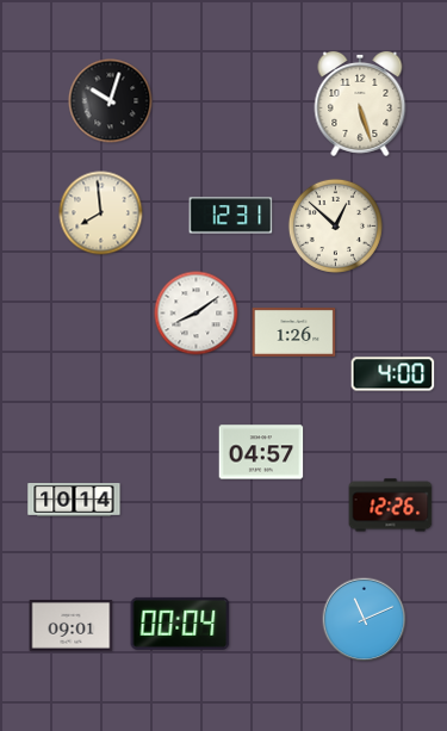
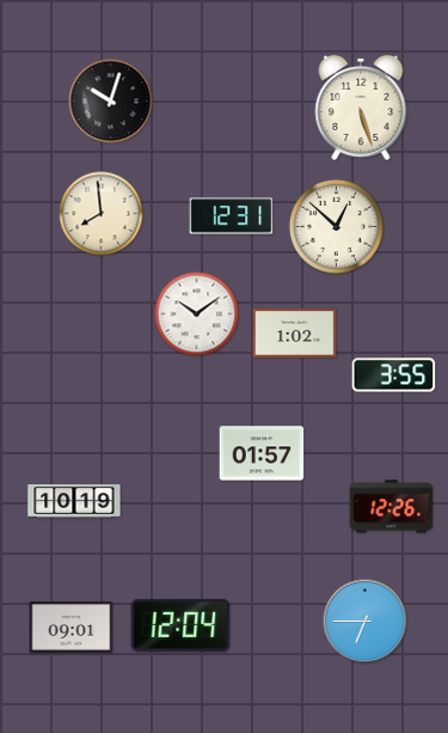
clock at (360, 104) position: (360, 104) -> (361, 108)
clock at (197, 314): 8:09 -> 10:09
clock at (294, 332): 1:26 -> 1:02
clock at (393, 374): 4:00 -> 3:55
clock at (261, 452): 04:57 -> 01:57
clock at (74, 501): 10:14 -> 10:19
clock at (365, 620): 11:11 -> 6:45
clock at (180, 624): 00:04 -> 12:04
